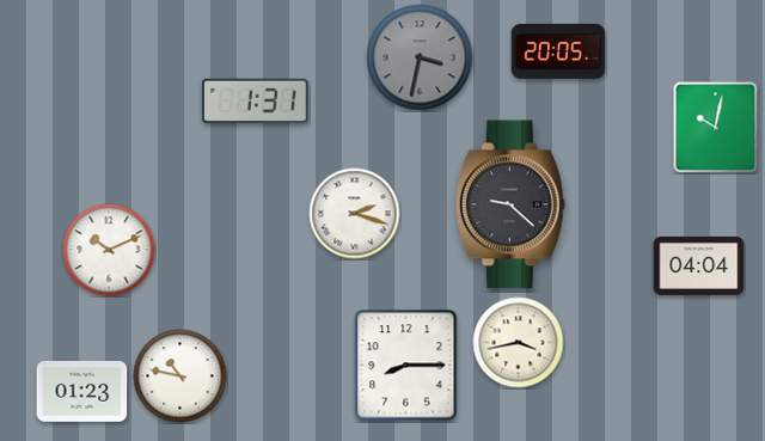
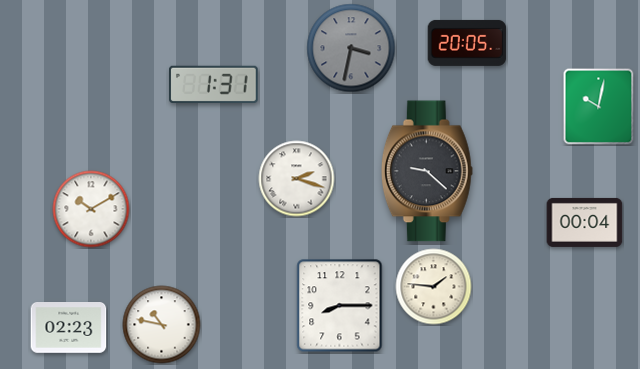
clock at (109, 250): 10:11 -> 10:10
clock at (699, 265): 04:04 -> 00:04
clock at (519, 343): 3:43 -> 1:46
clock at (180, 376) position: (180, 376) -> (162, 325)
clock at (82, 392): 01:23 -> 02:23
